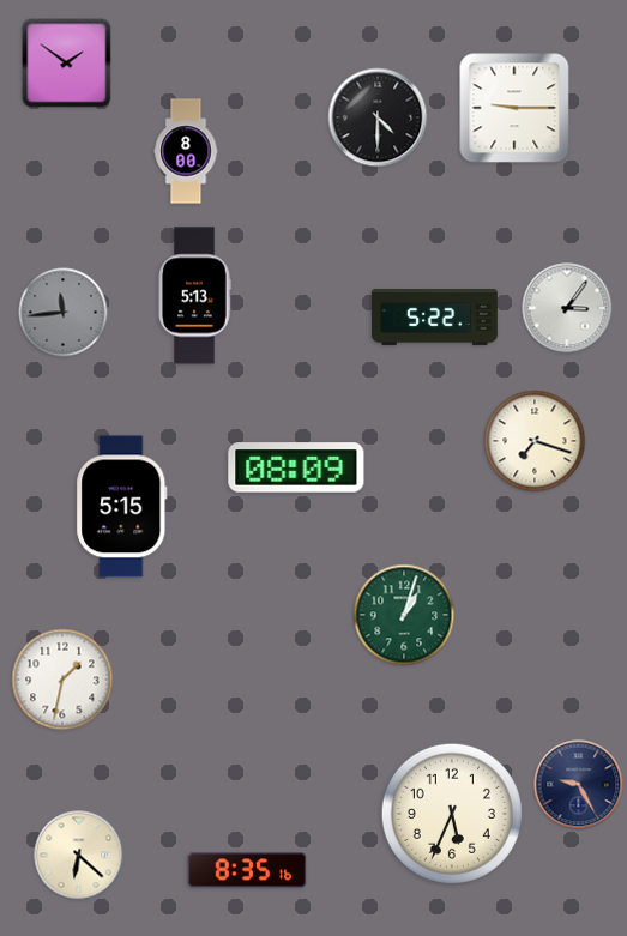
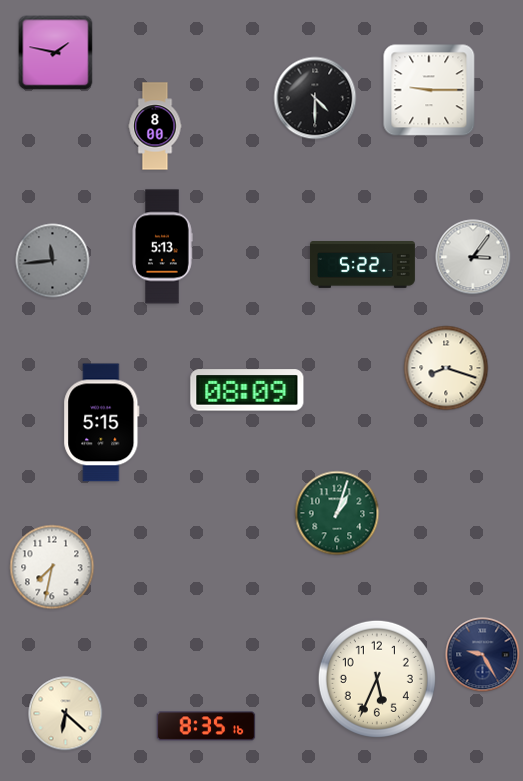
clock at (67, 64): 1:51 -> 1:47
clock at (535, 441): 7:18 -> 8:18
clock at (62, 680): 1:32 -> 7:32
